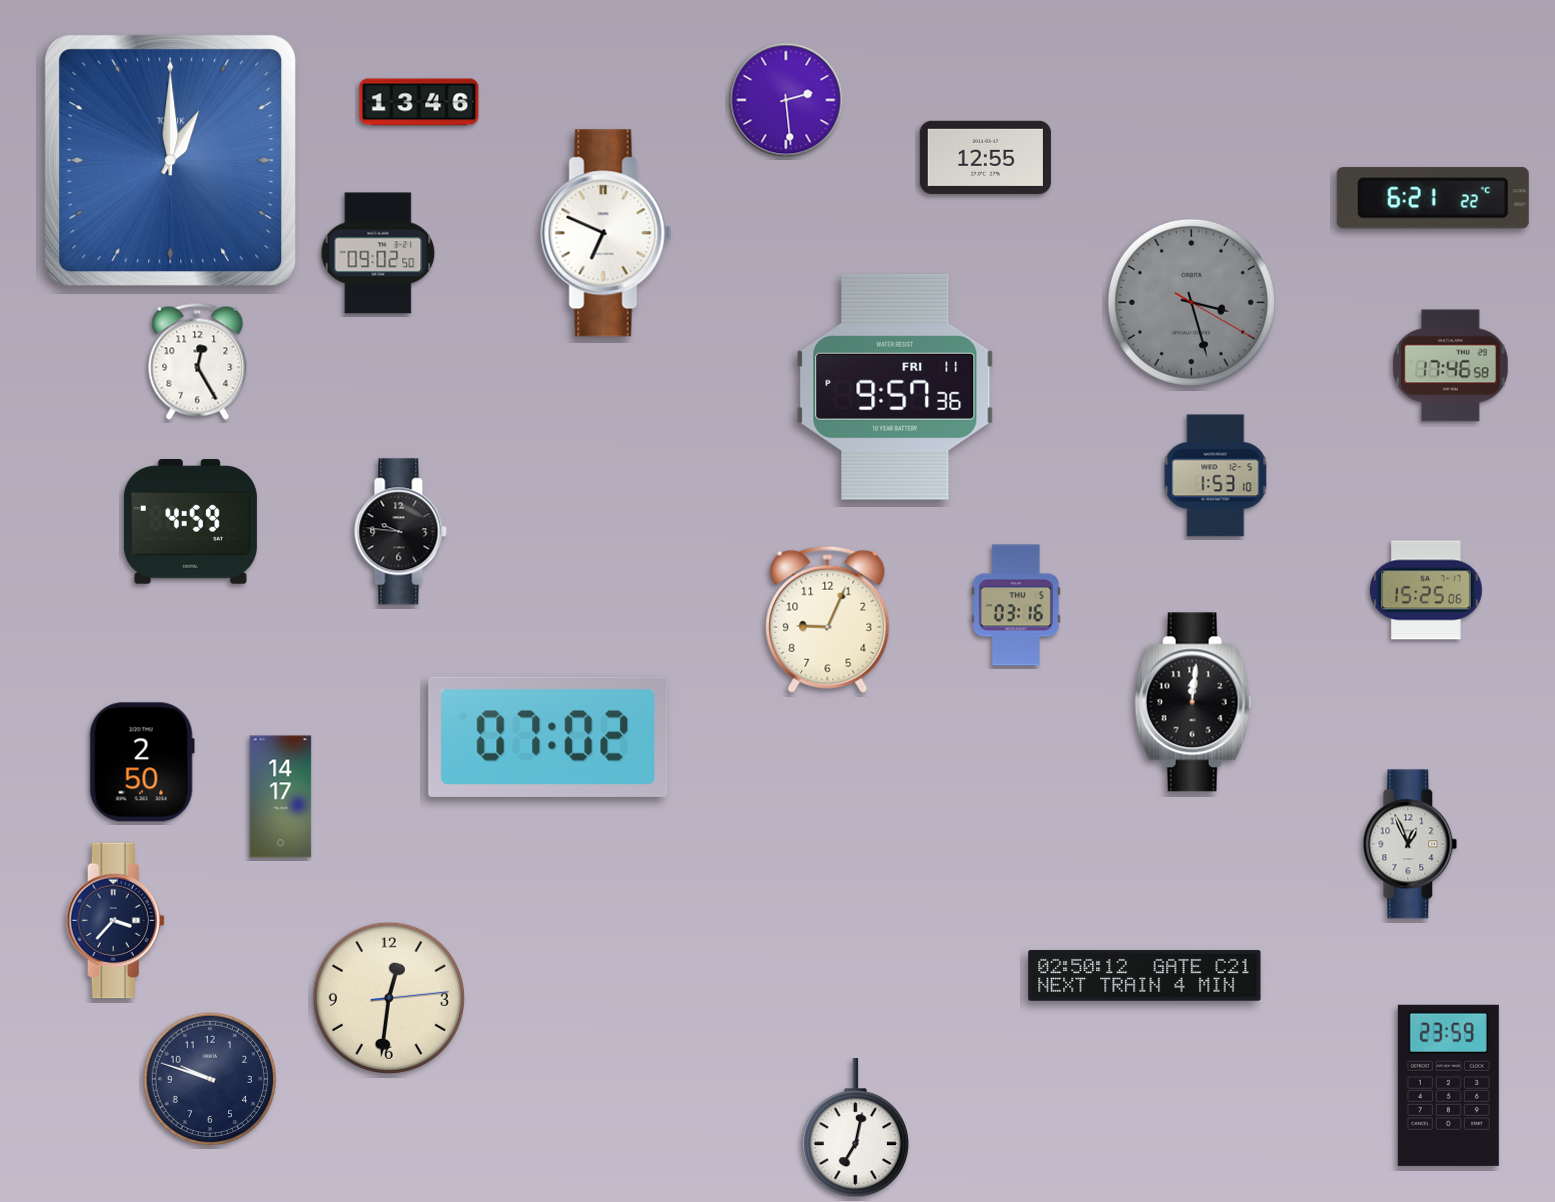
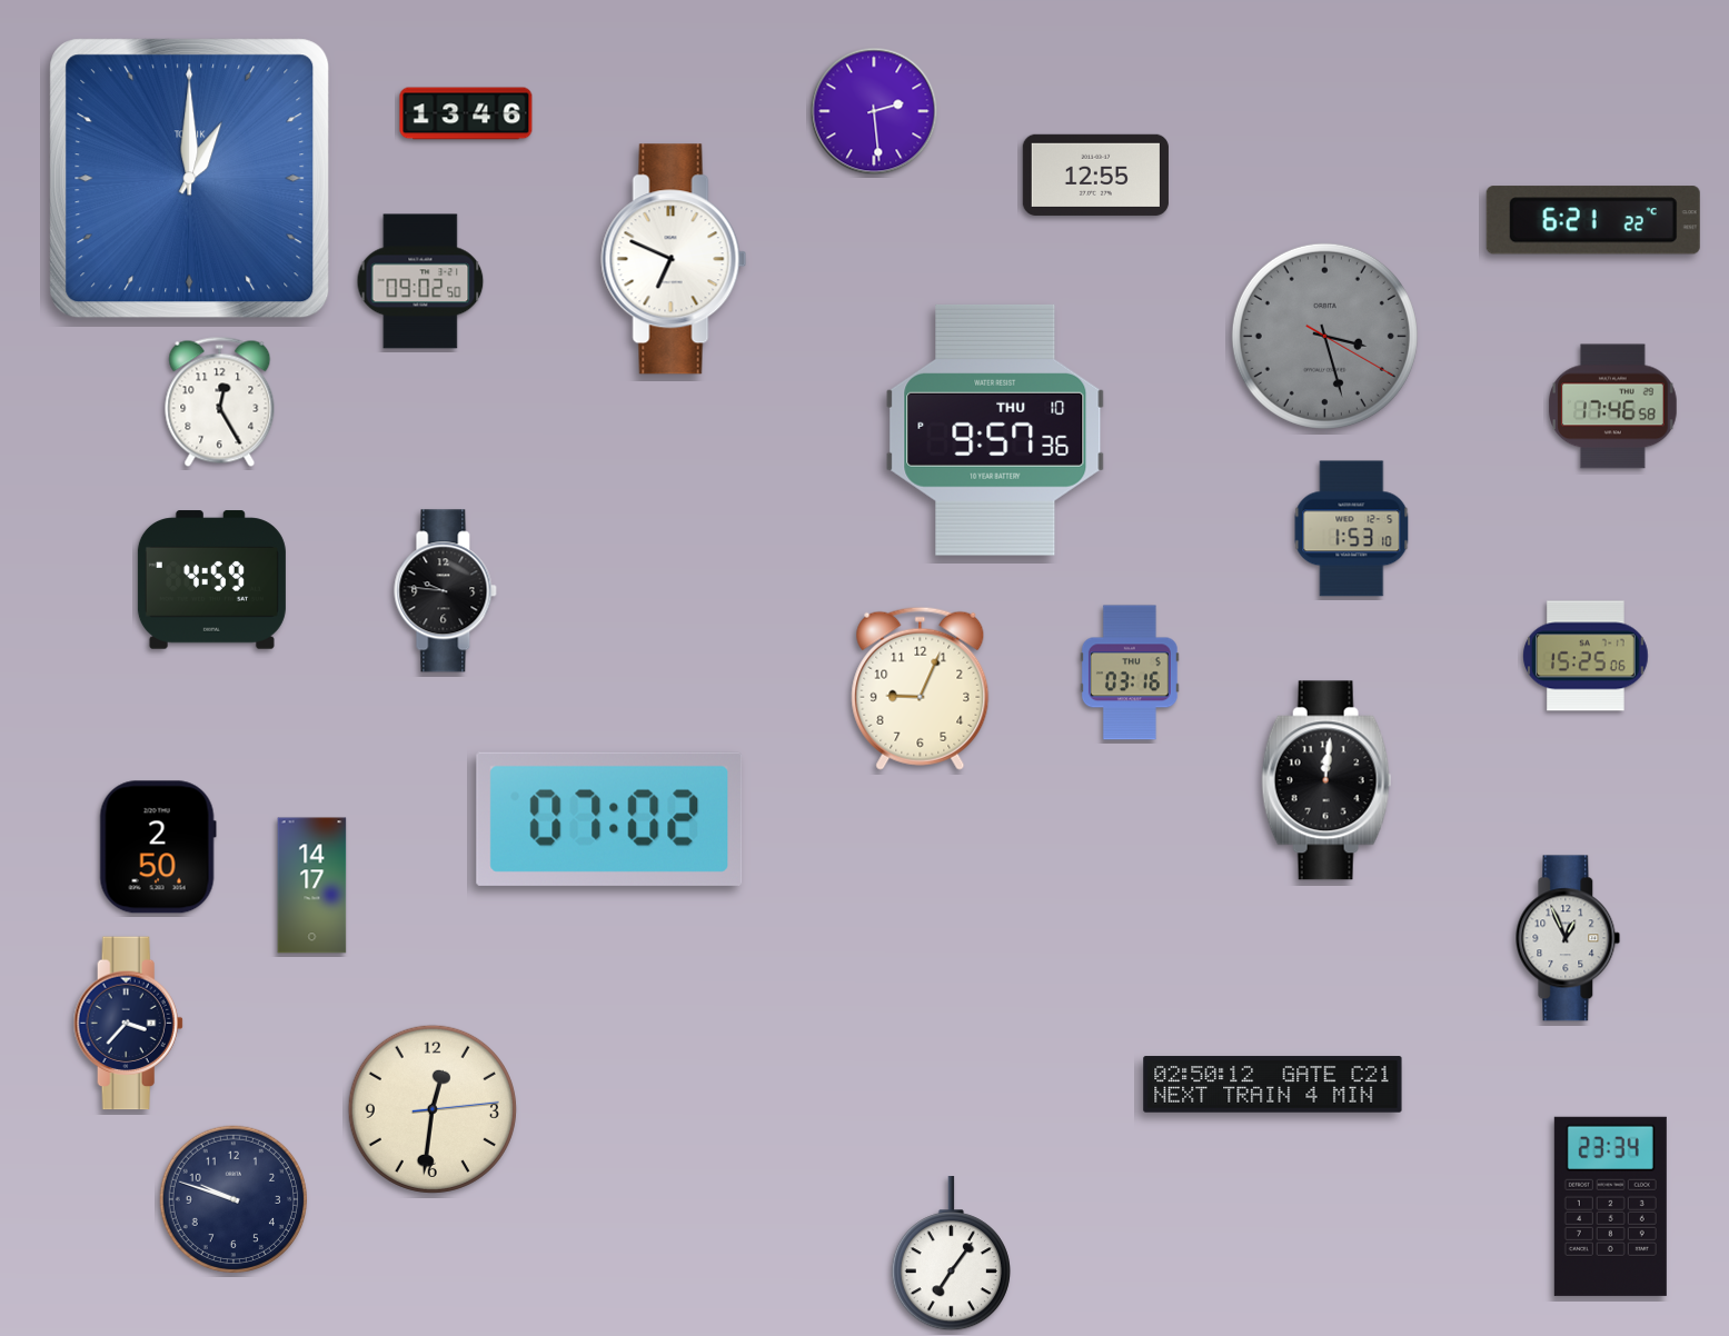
clock at (895, 387) date: FRI 11 -> THU 10
clock at (1448, 1085): 23:59 -> 23:34
clock at (855, 1128): 7:02 -> 7:06
